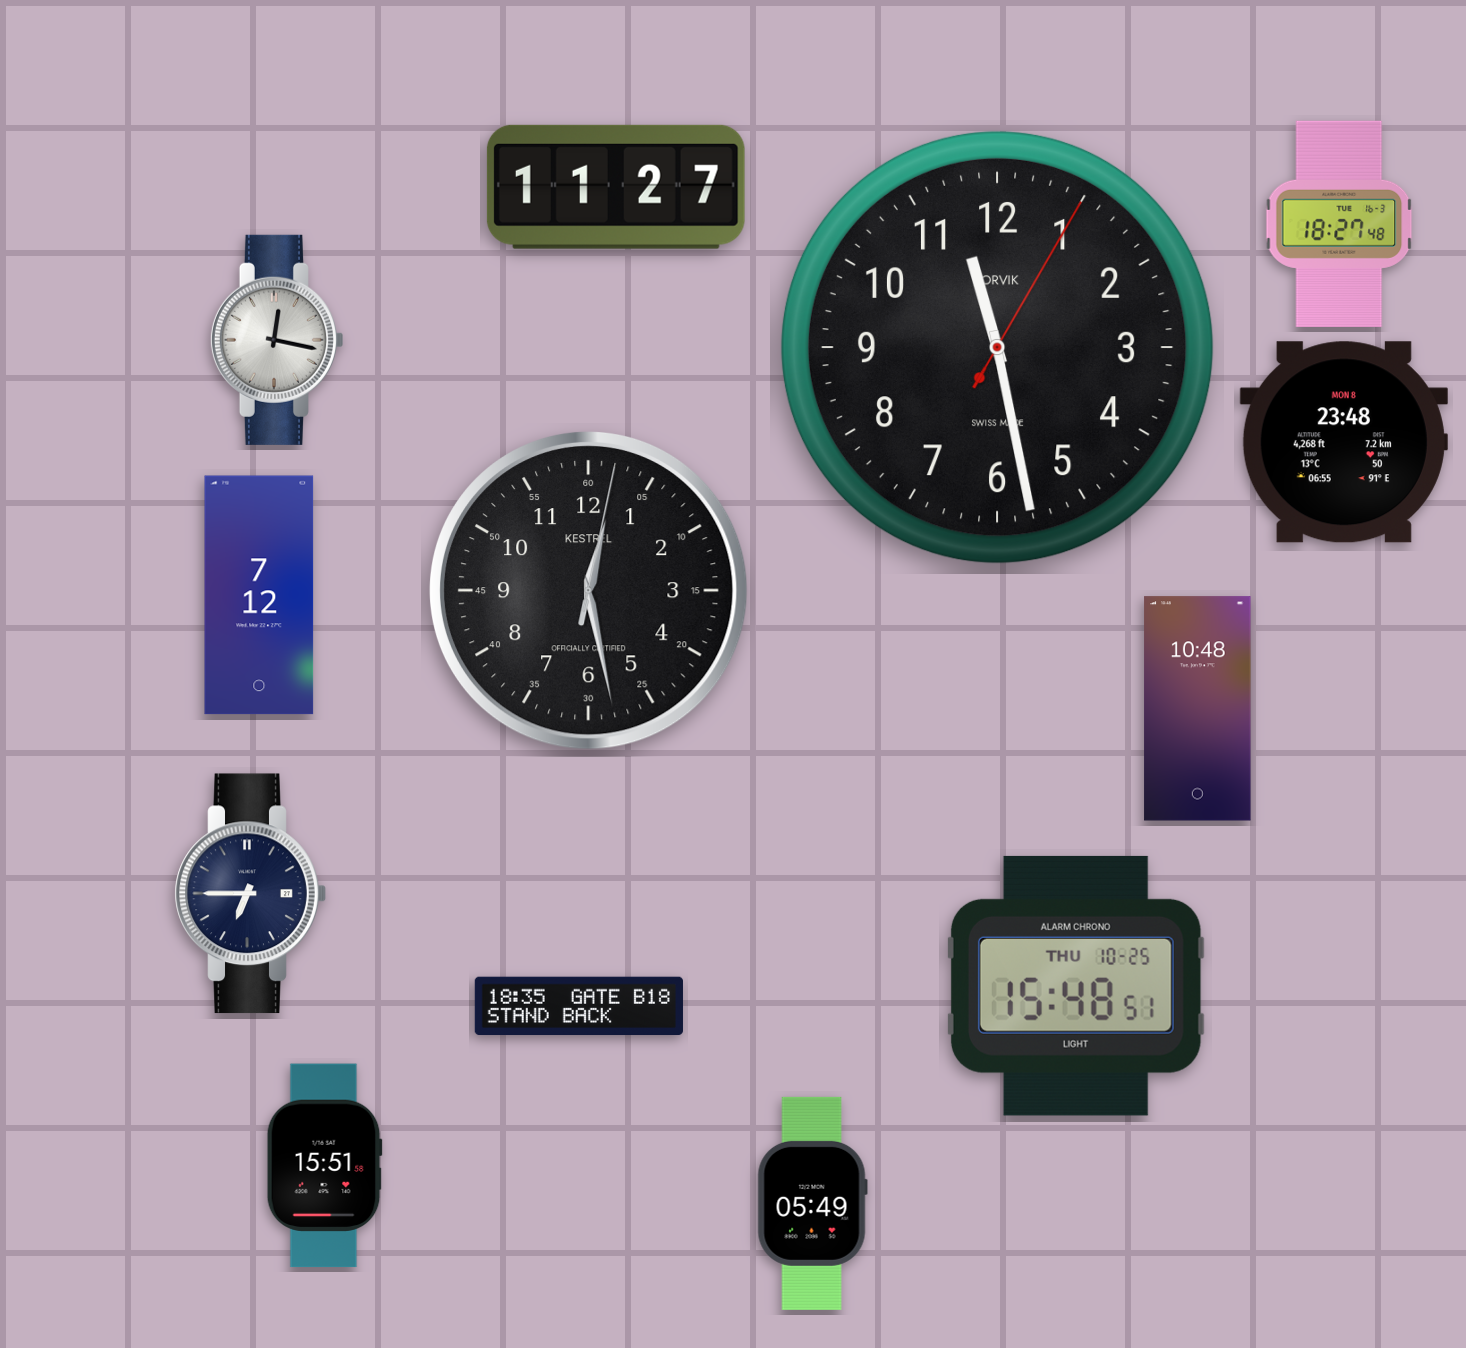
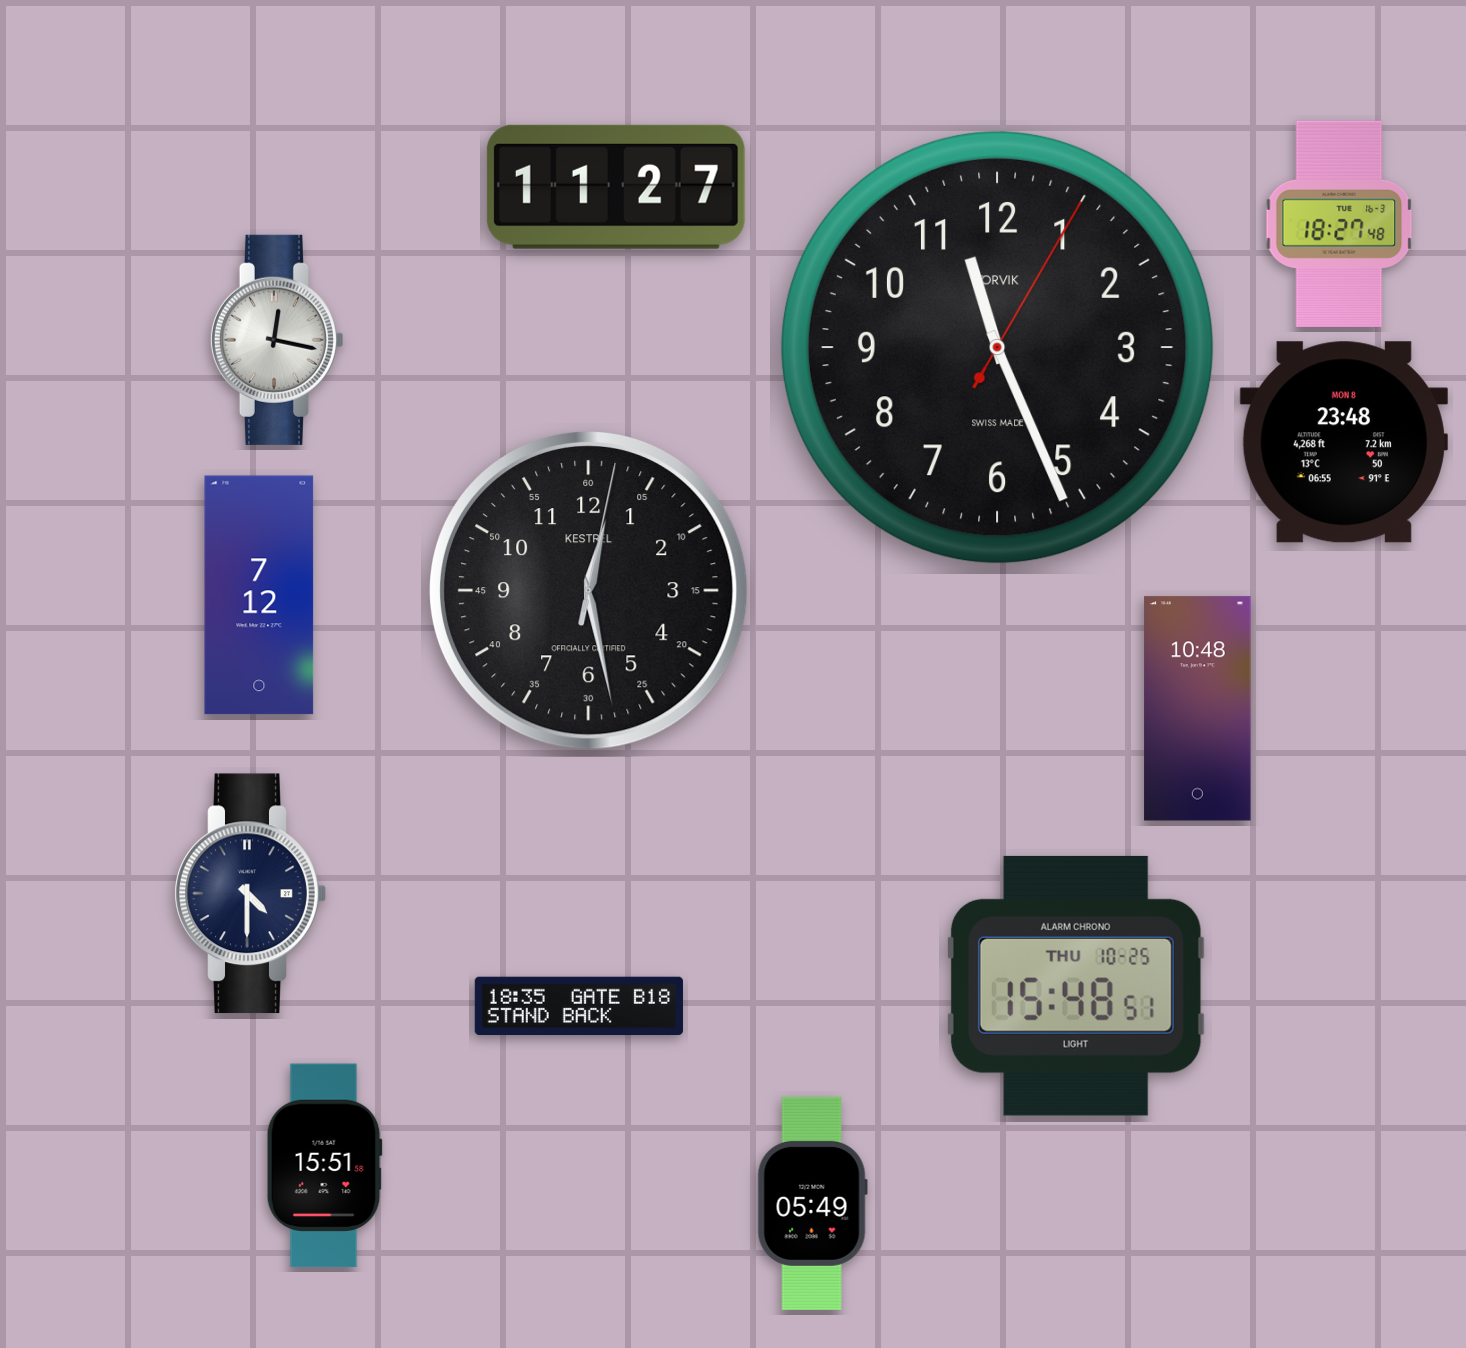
clock at (997, 347): 11:28 -> 11:26
clock at (250, 894): 6:45 -> 4:30
